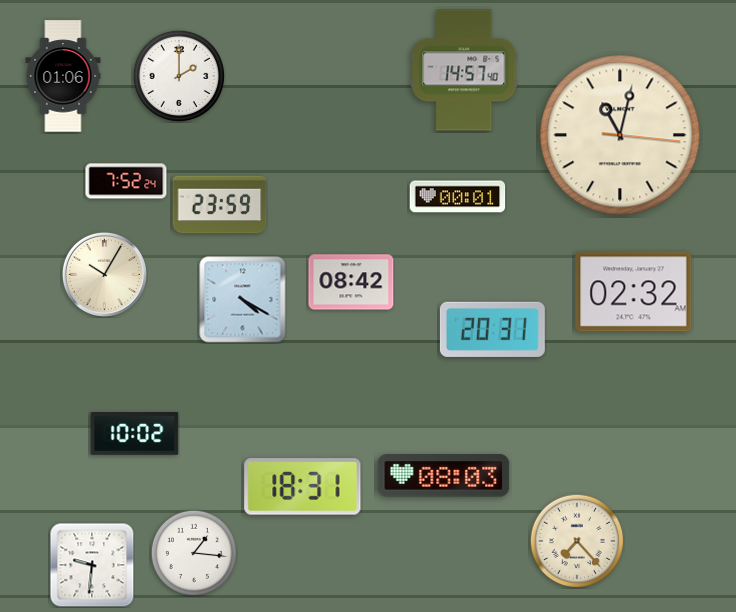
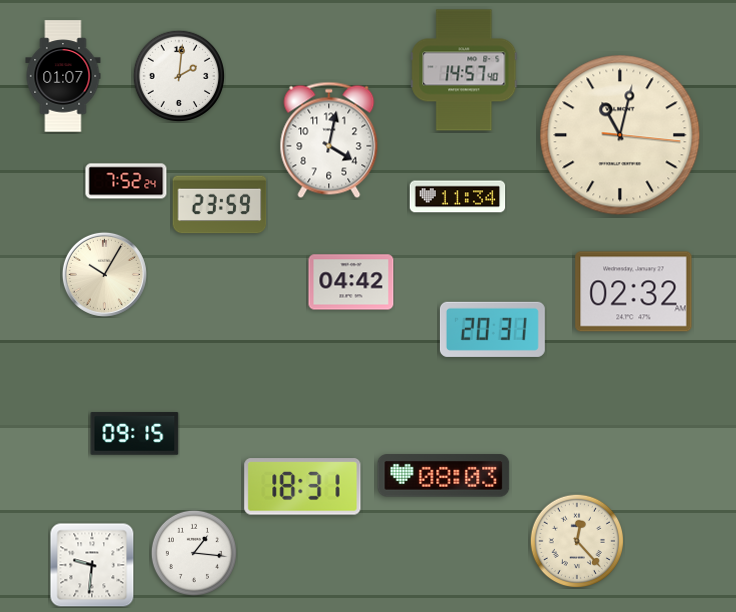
clock at (63, 76): 01:06 -> 01:07
clock at (179, 76): 2:00 -> 2:01
clock at (329, 140): none -> 4:02
clock at (458, 197): 00:01 -> 11:34
clock at (351, 282): 08:42 -> 04:42
clock at (243, 300): 4:20 -> none
clock at (135, 434): 10:02 -> 09:15
clock at (577, 541): 7:23 -> 12:23
